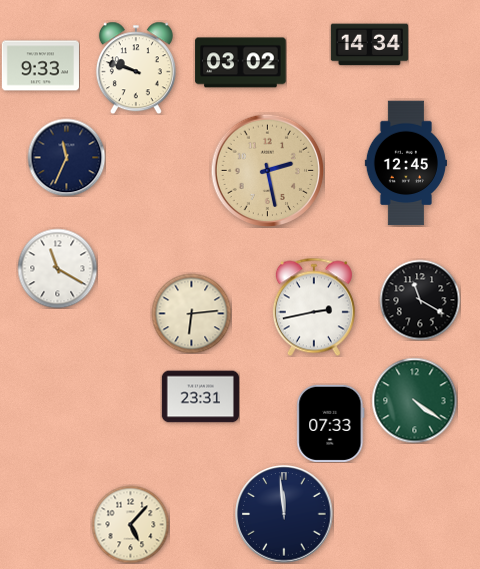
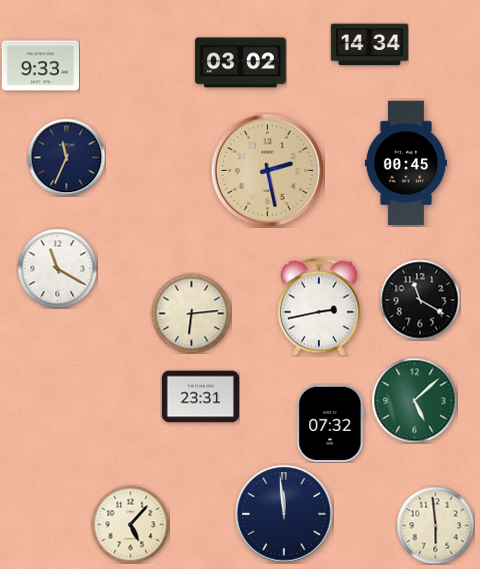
clock at (136, 68): 9:48 -> none
clock at (406, 163): 12:45 -> 00:45
clock at (314, 307) position: (314, 307) -> (319, 307)
clock at (414, 400): 4:21 -> 5:08
clock at (331, 423): 07:33 -> 07:32
clock at (435, 525): none -> 5:59
